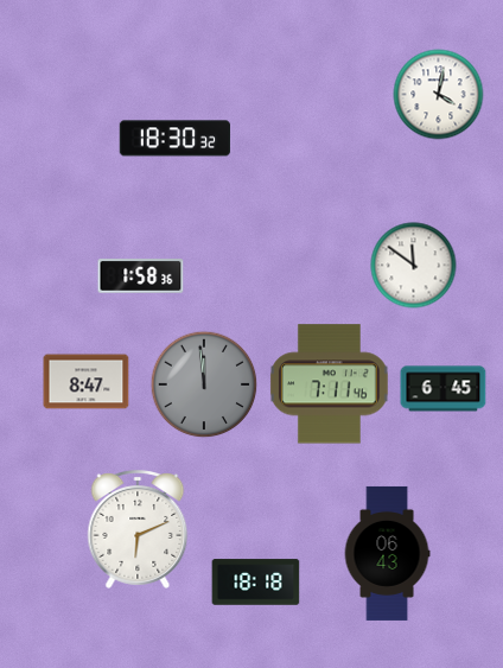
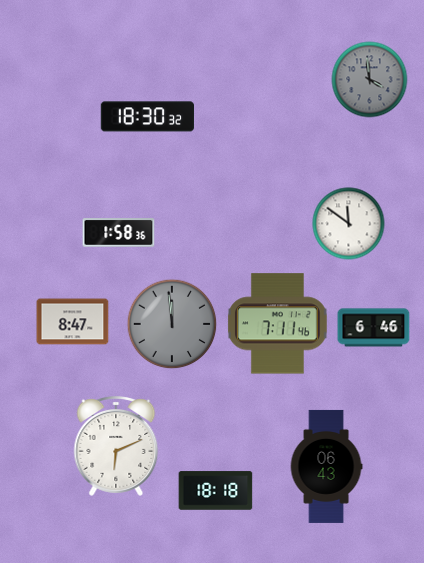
clock at (439, 95): 4:02 -> 3:59
clock at (439, 95) dial: white -> grey
clock at (444, 389): 6:45 -> 6:46
